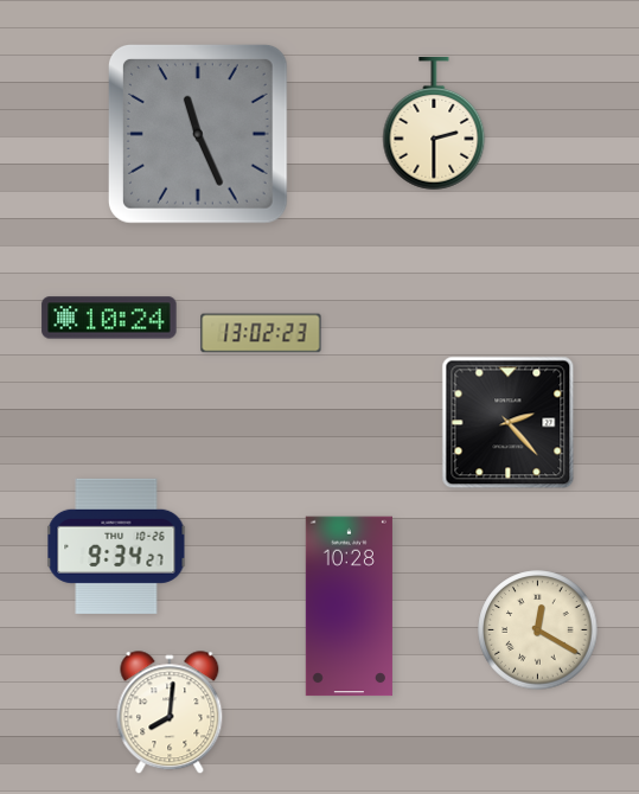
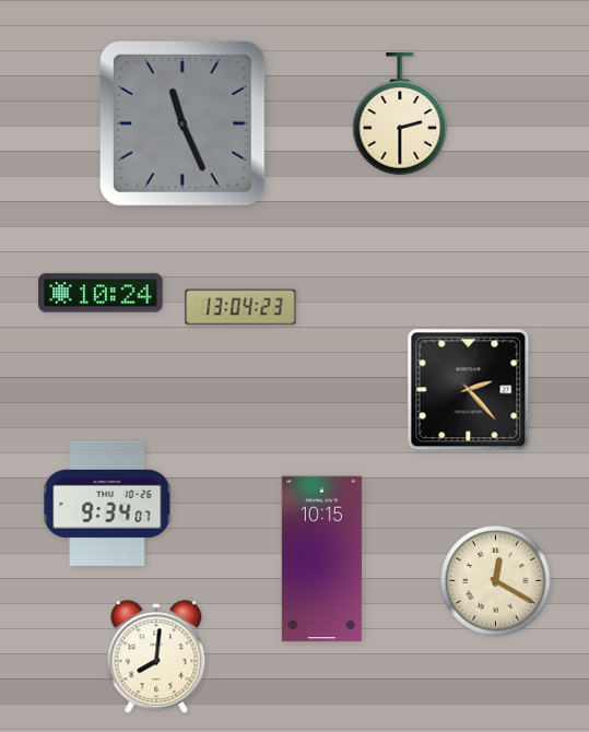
clock at (261, 333): 13:02 -> 13:04
clock at (116, 546): 9:34:27 -> 9:34:07
clock at (349, 607): 10:28 -> 10:15
